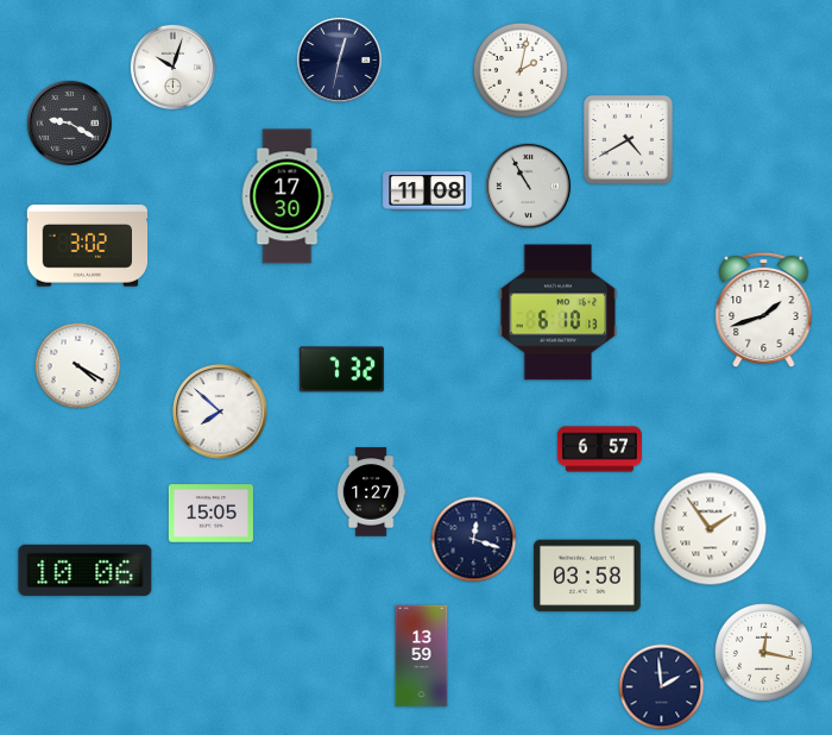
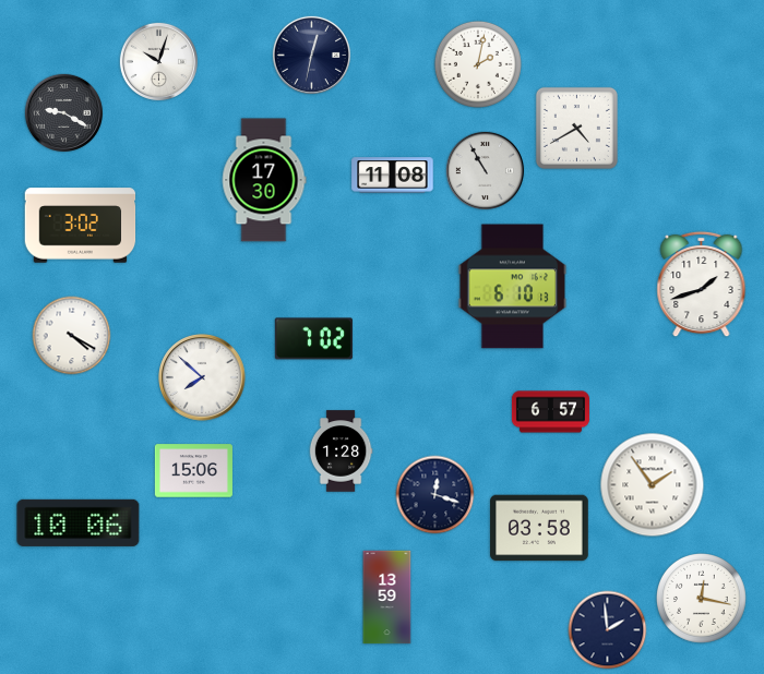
clock at (341, 370): 7:32 -> 7:02
clock at (371, 492): 1:27 -> 1:28
clock at (210, 514): 15:05 -> 15:06
clock at (422, 657) position: (422, 657) -> (387, 598)
